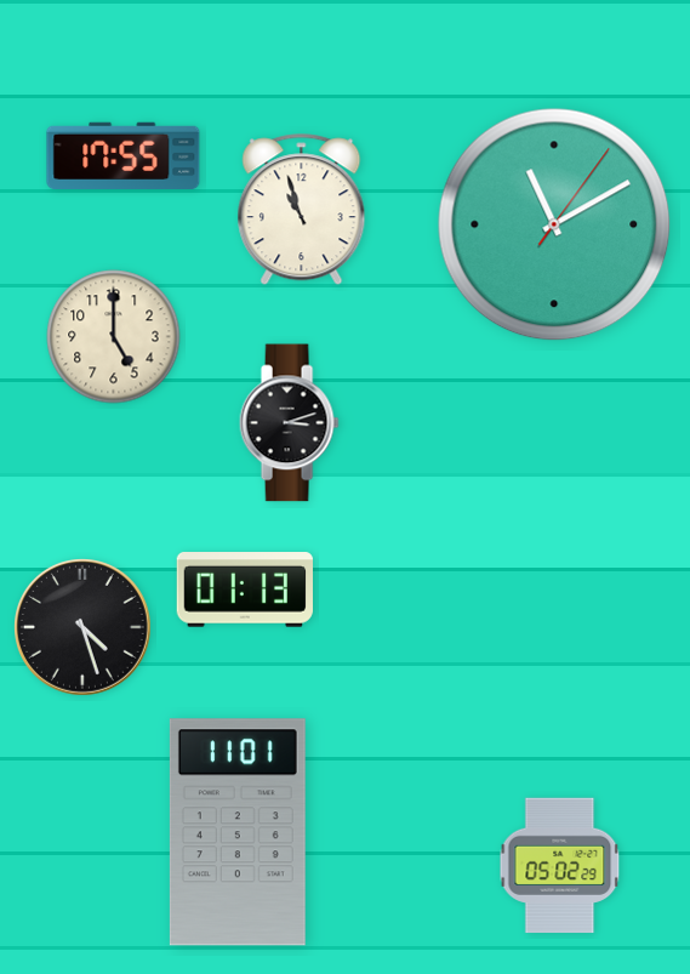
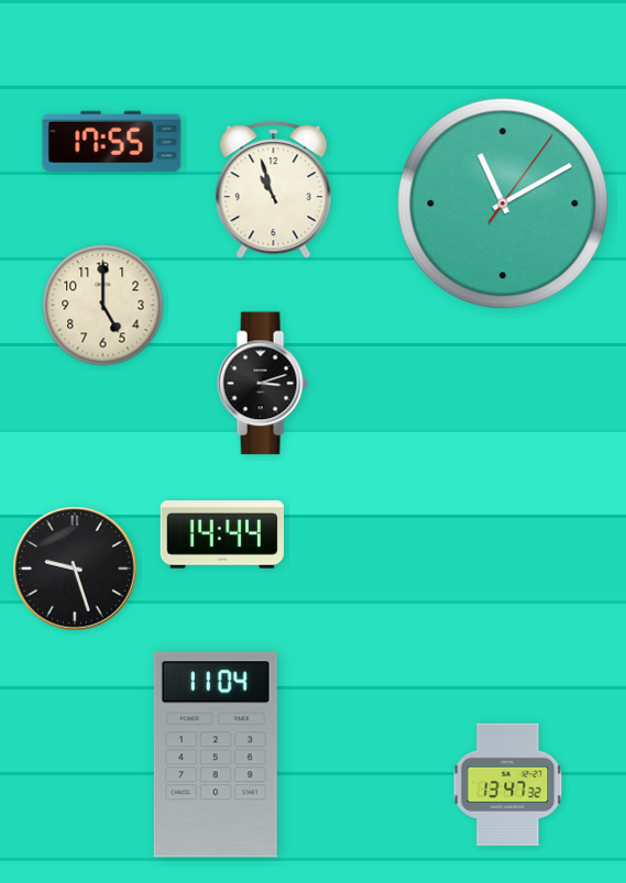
clock at (245, 589): 01:13 -> 14:44
clock at (84, 628): 4:27 -> 9:27
clock at (238, 832): 11:01 -> 11:04
clock at (560, 866): 05:02 -> 13:47
